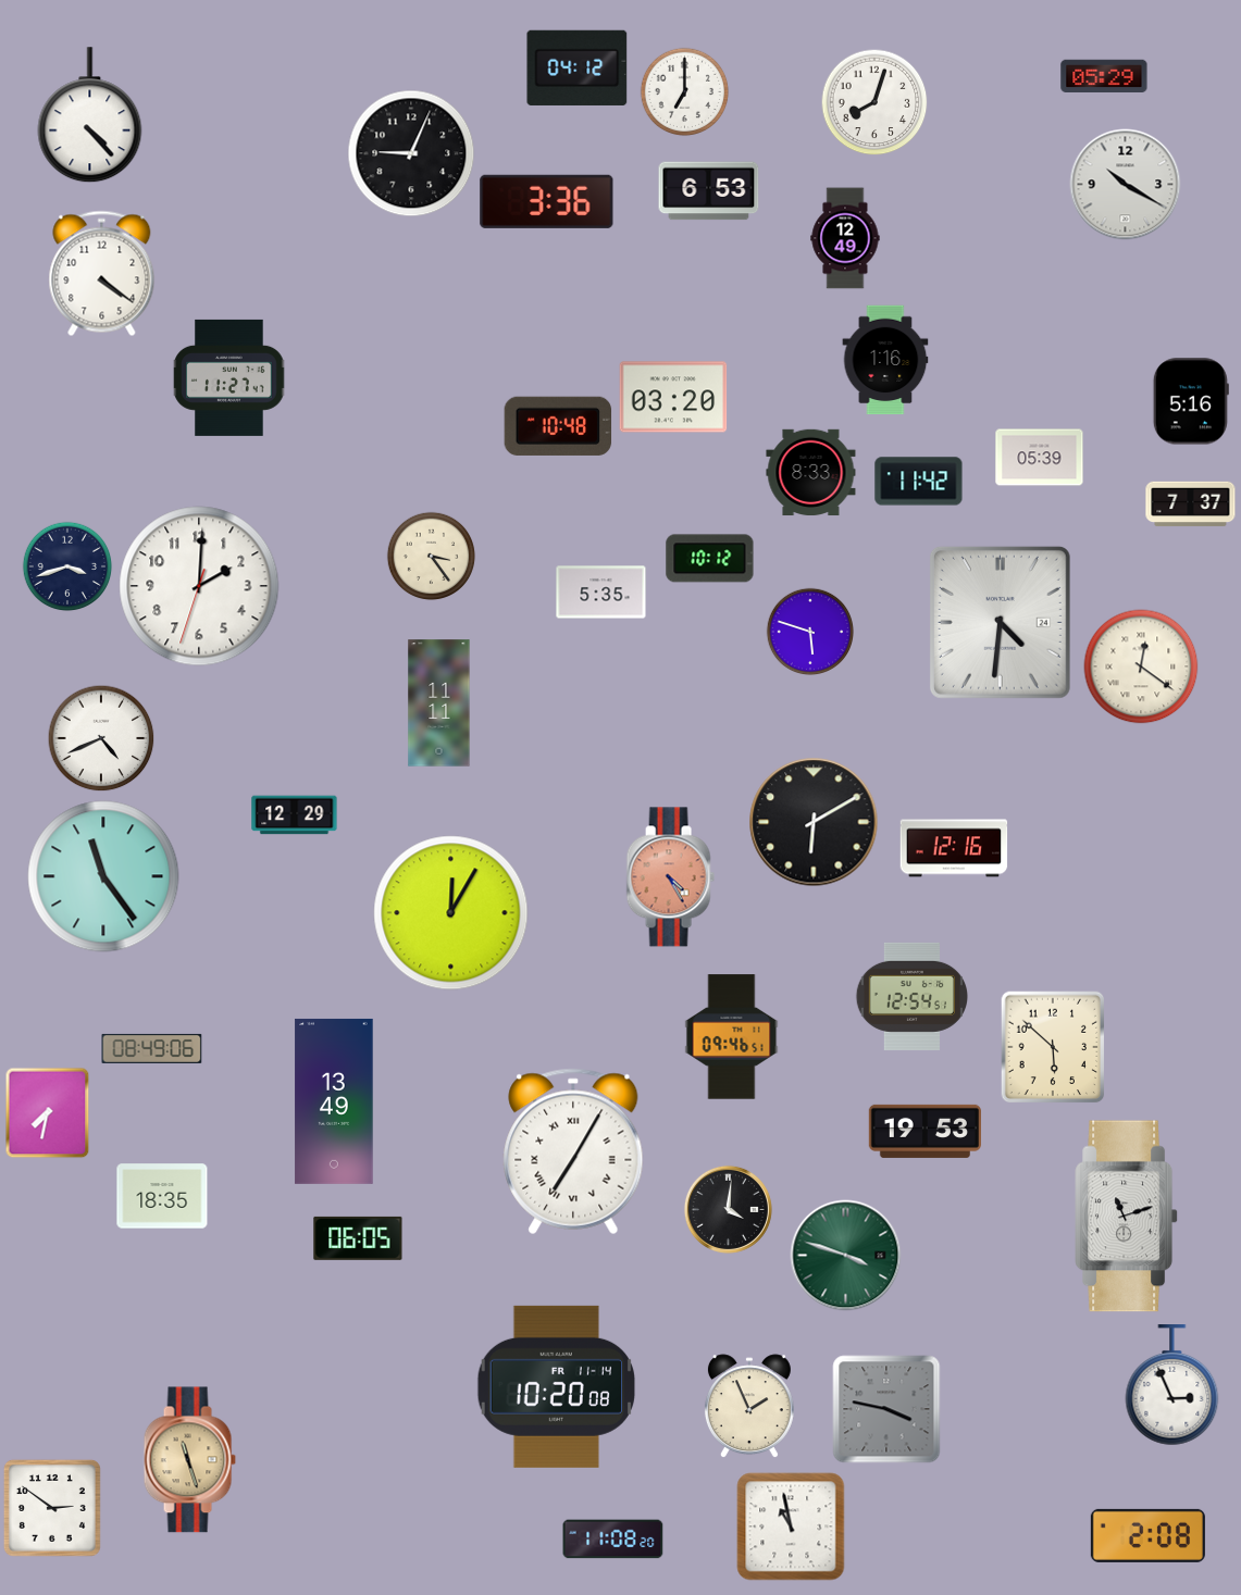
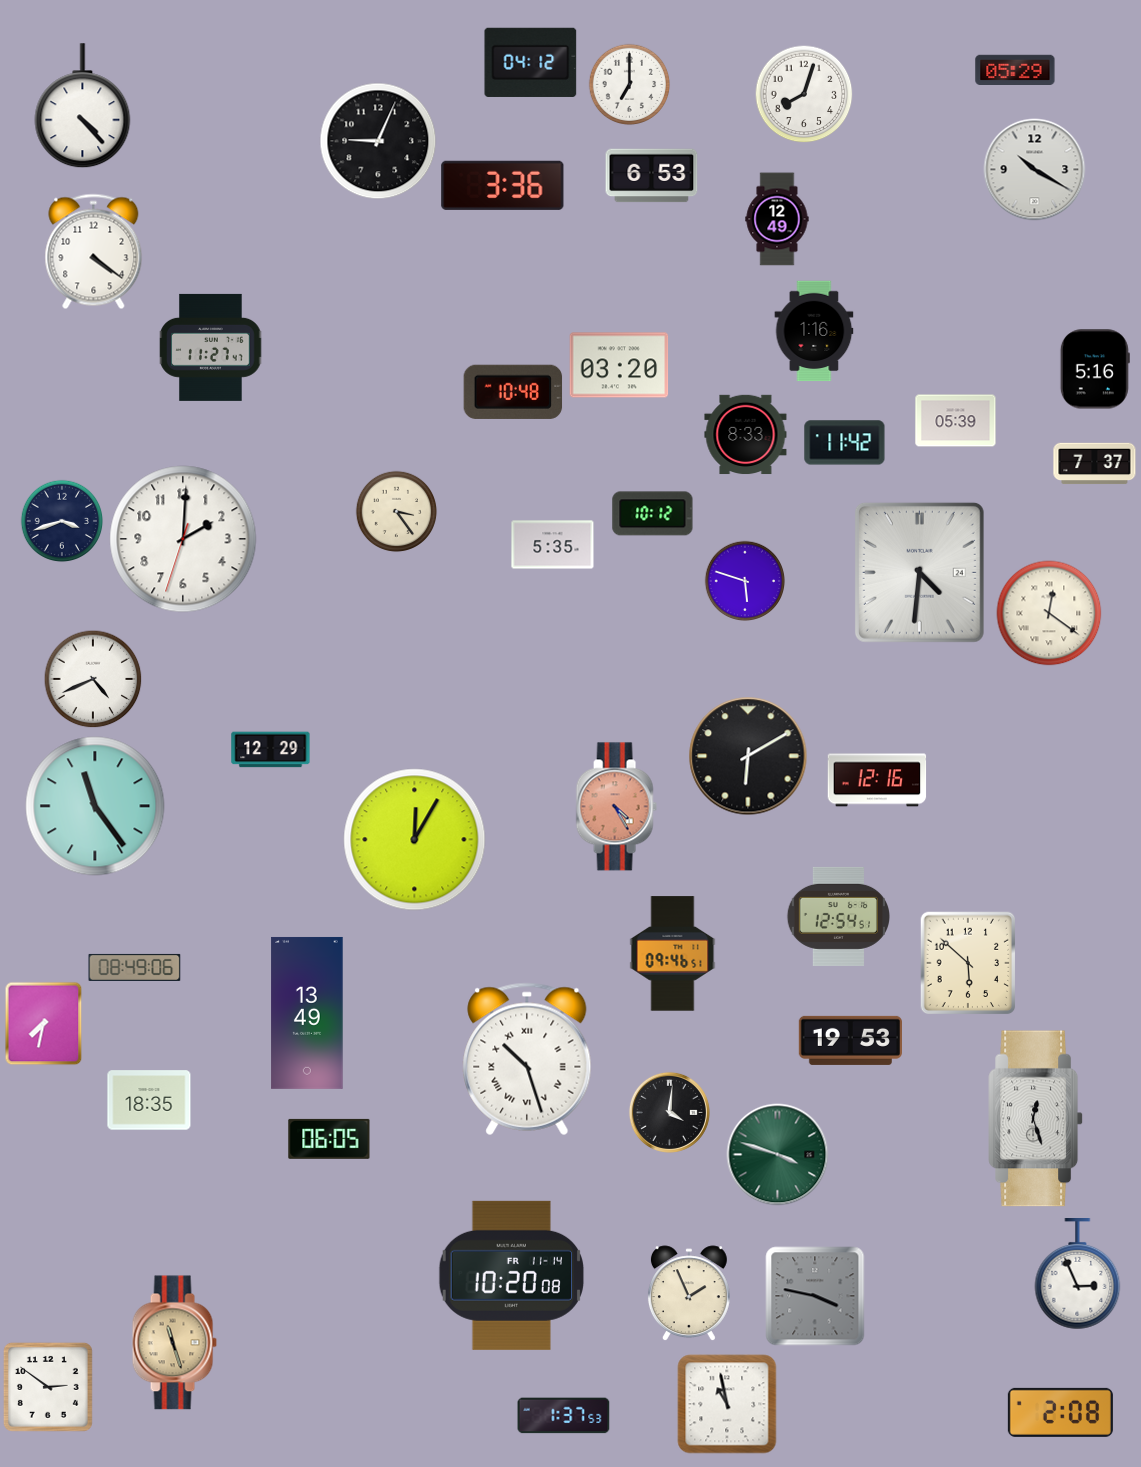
clock at (439, 703): 11:11 -> none
clock at (152, 1048) position: (152, 1048) -> (135, 967)
clock at (573, 1151): 7:05 -> 10:27
clock at (1127, 1217): 11:12 -> 12:27
clock at (1147, 1535) position: (1147, 1535) -> (1060, 1412)
clock at (613, 1540): 11:08 -> 1:37
